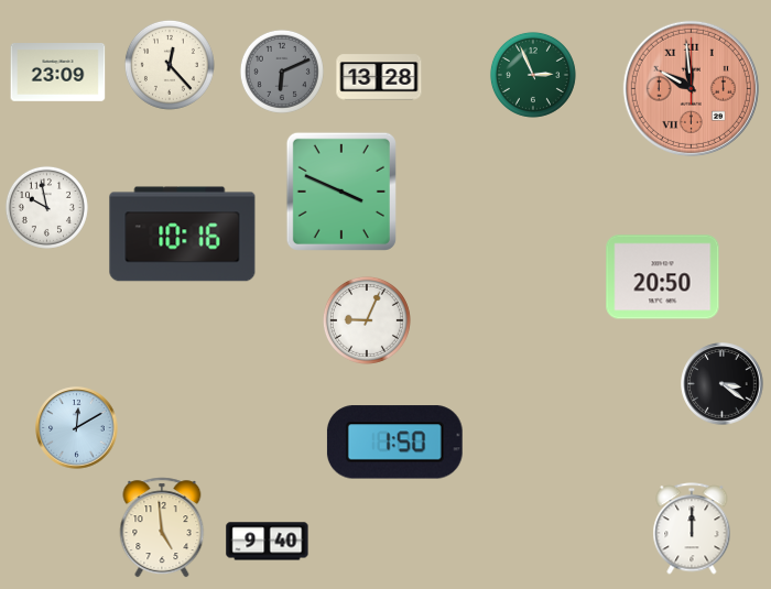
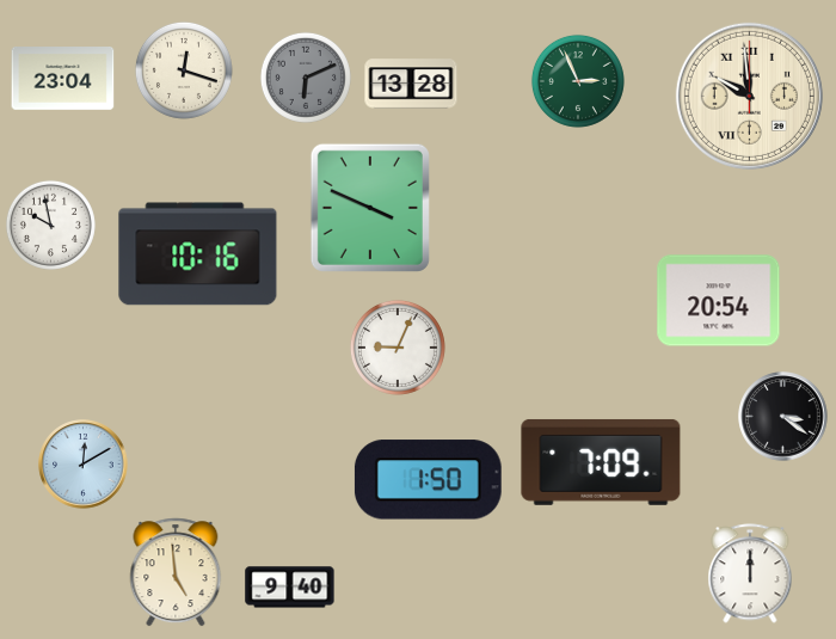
clock at (170, 65): 12:23 -> 12:18
clock at (58, 73): 23:09 -> 23:04
clock at (691, 88) dial: salmon -> cream
clock at (663, 277): 20:50 -> 20:54
clock at (601, 462): none -> 7:09
